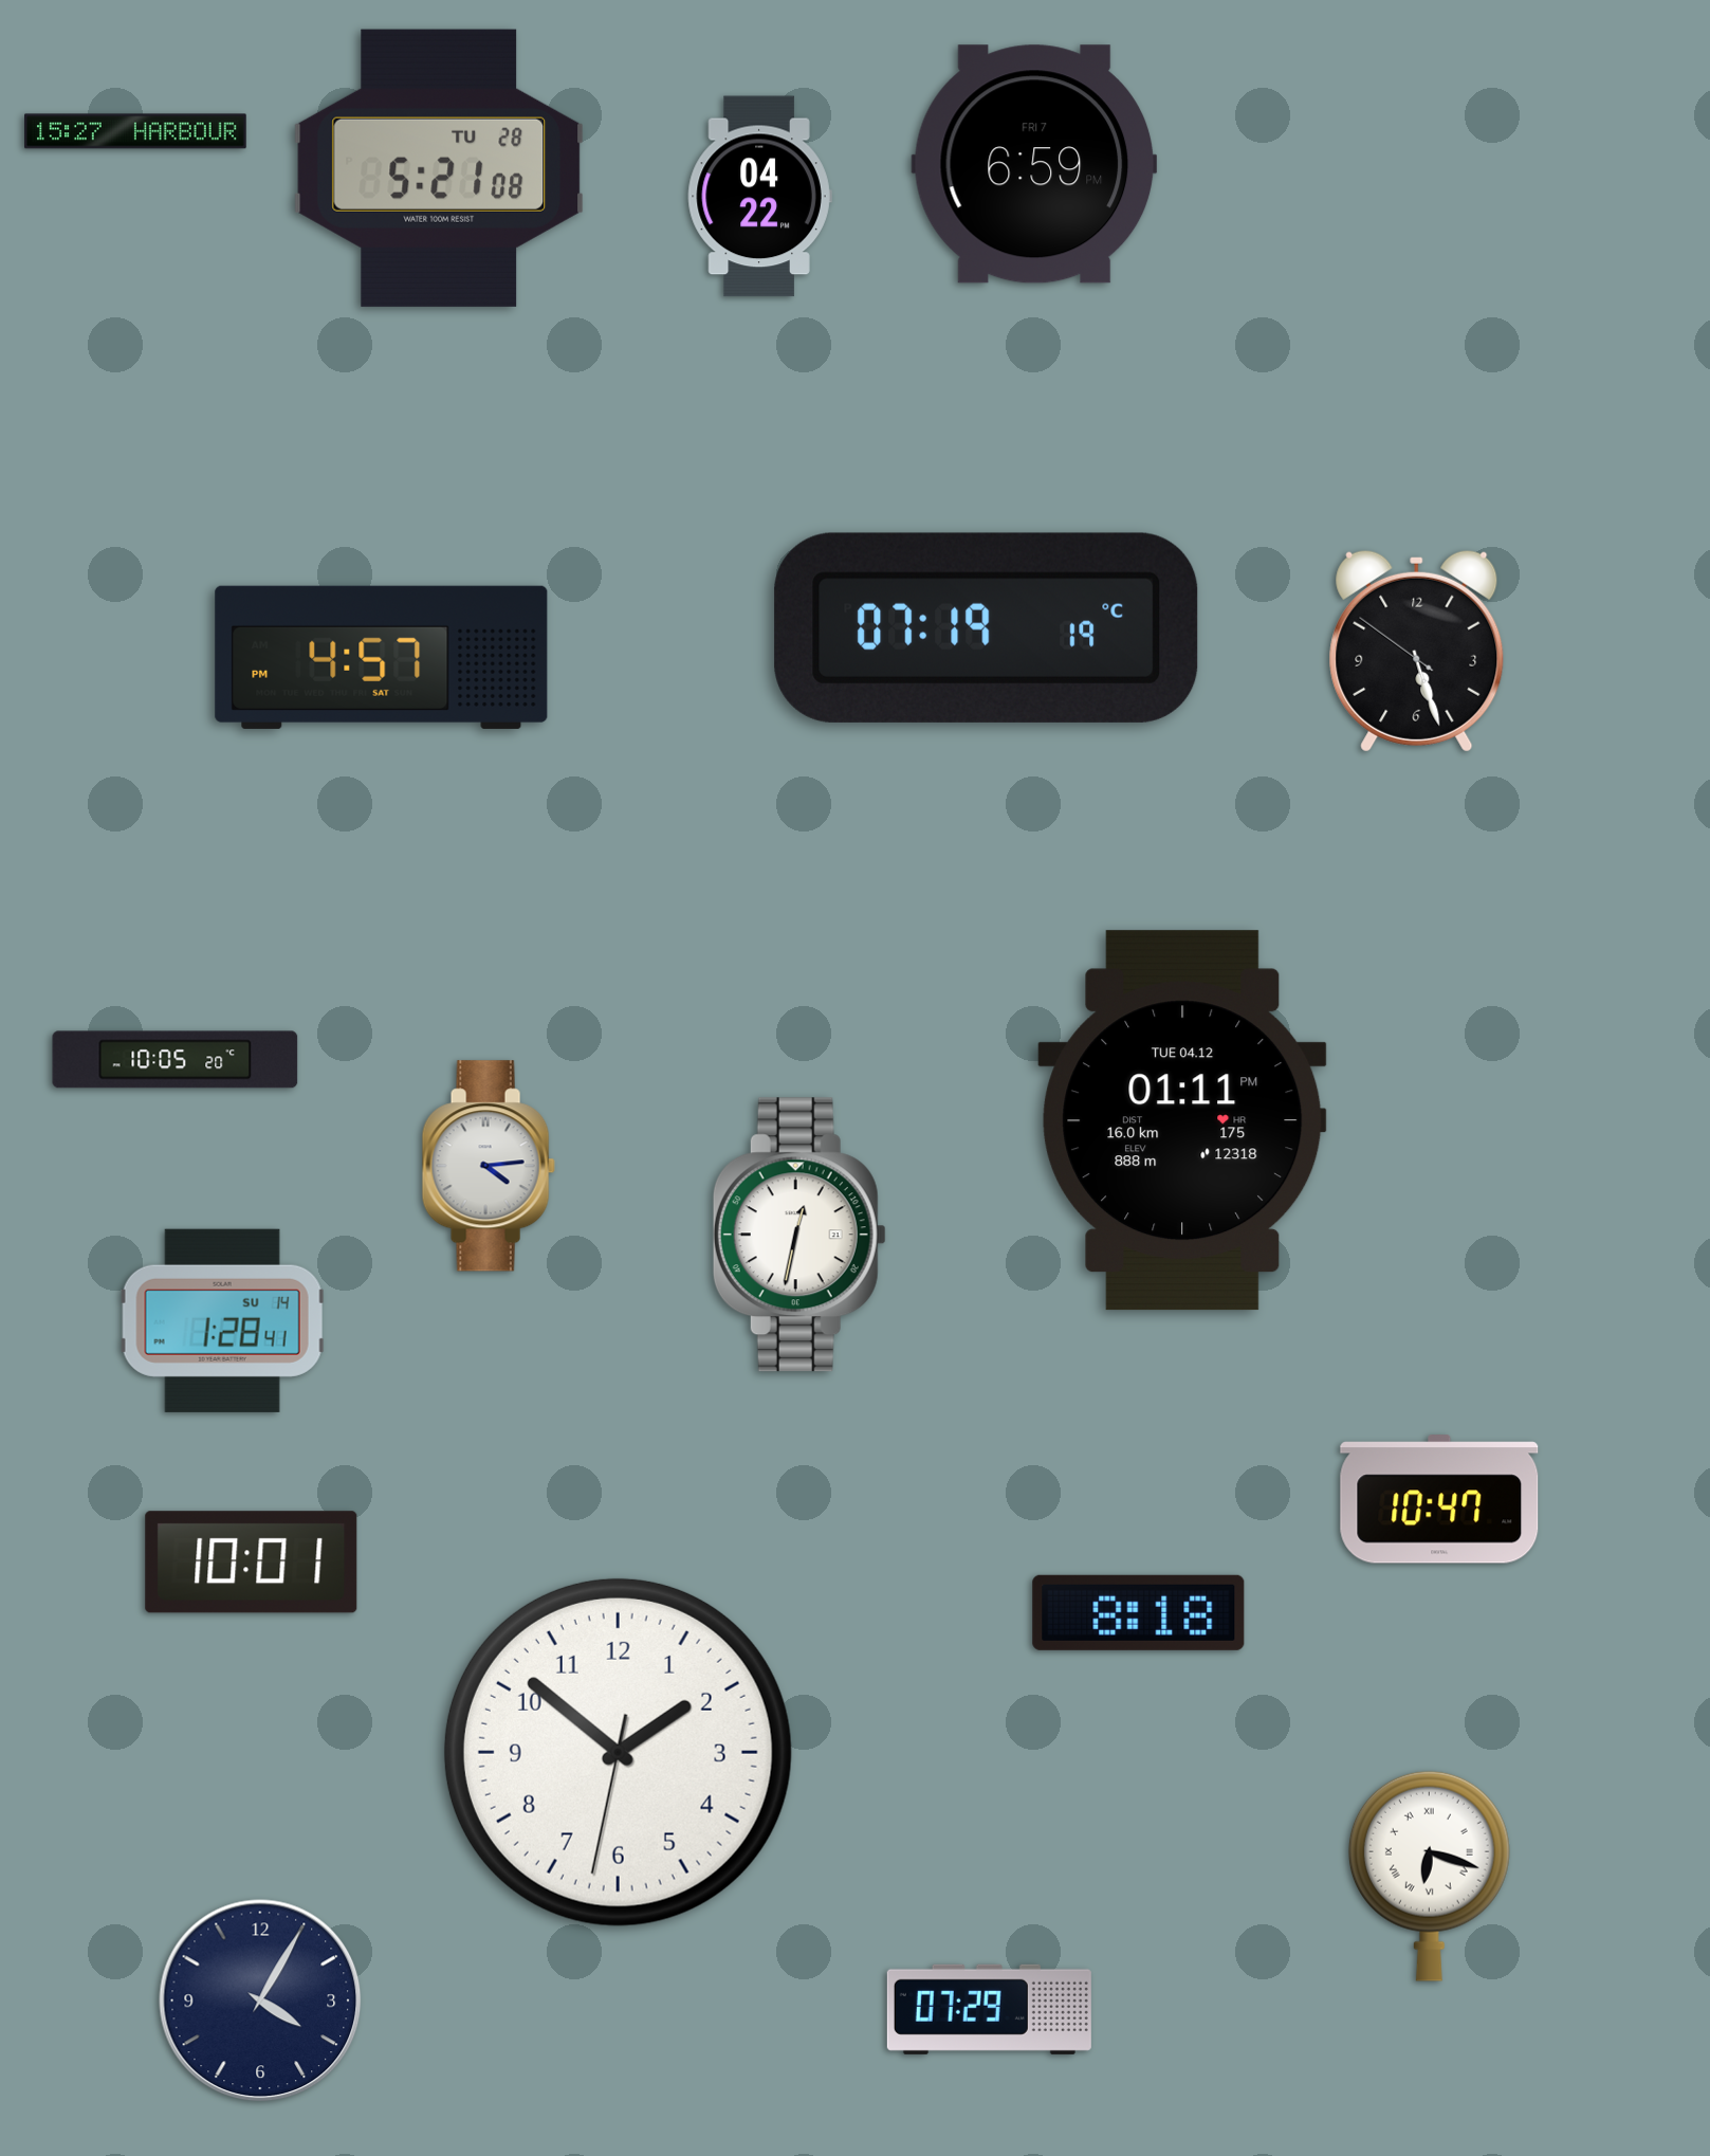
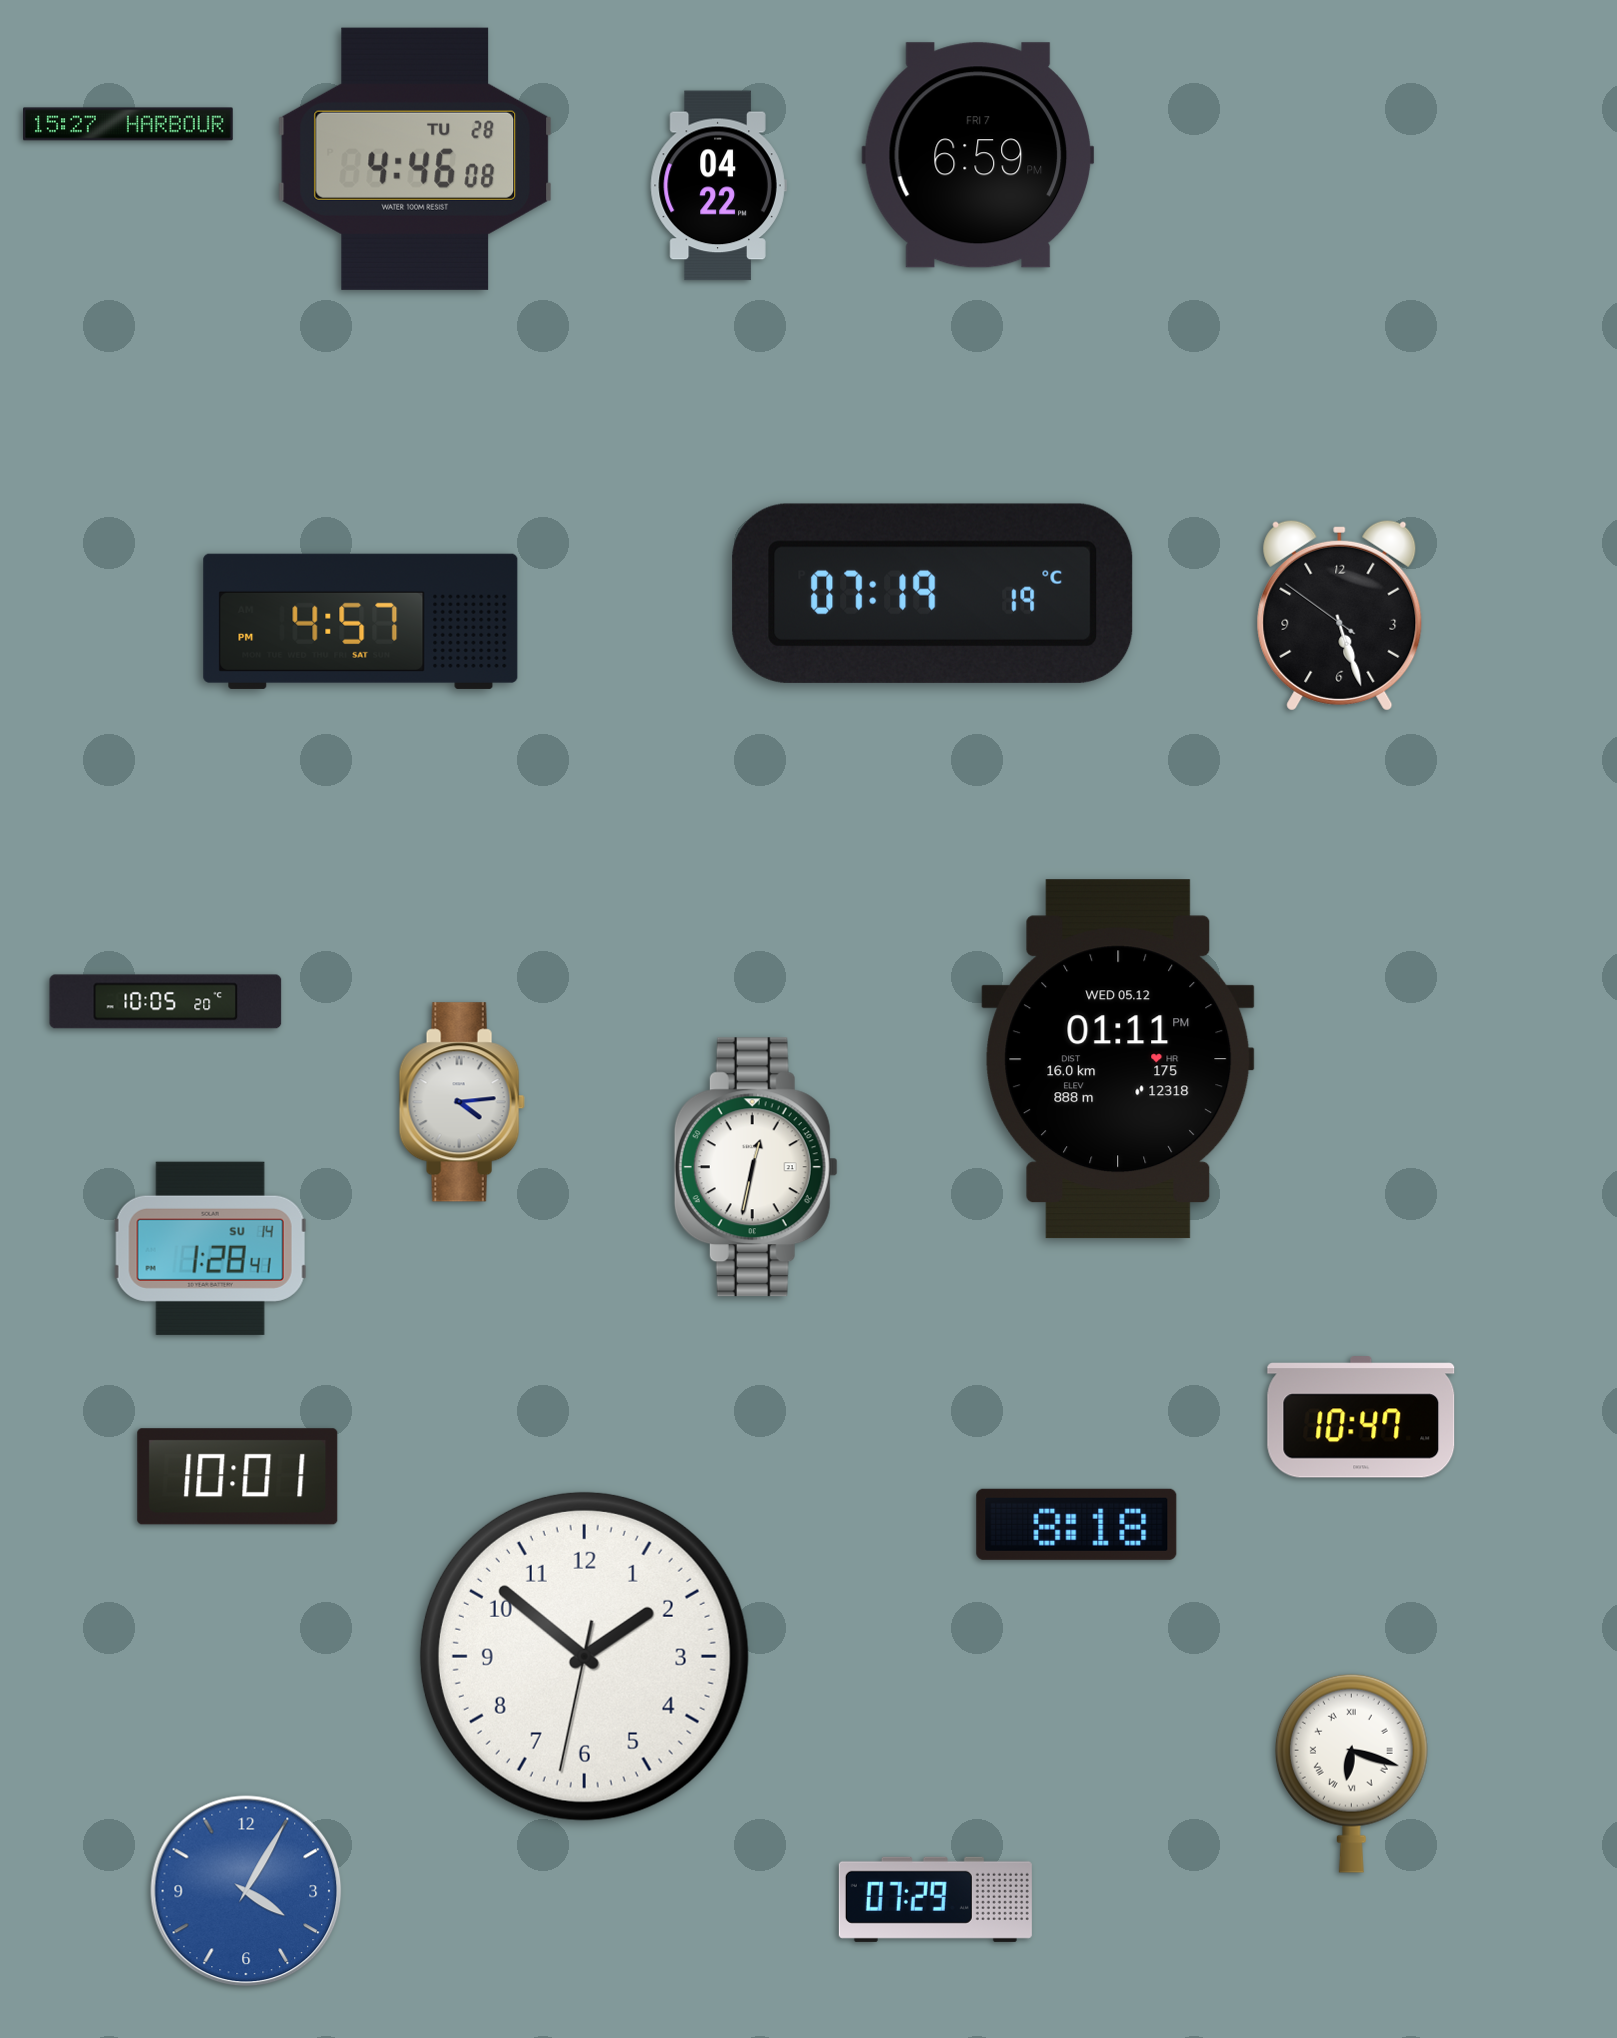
clock at (439, 168): 5:21 -> 4:46
clock at (1182, 1120) date: TUE 04.12 -> WED 05.12
clock at (260, 2000) dial: navy -> blue
